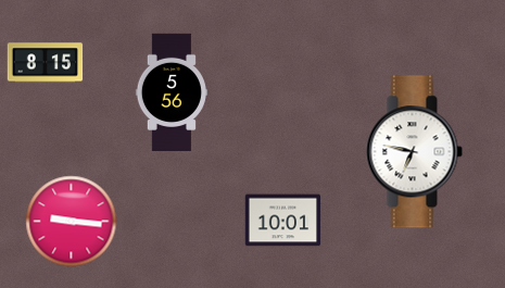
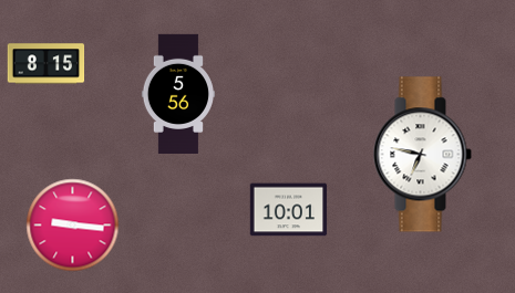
clock at (171, 91) position: (171, 91) -> (177, 93)
clock at (283, 221) position: (283, 221) -> (289, 210)
